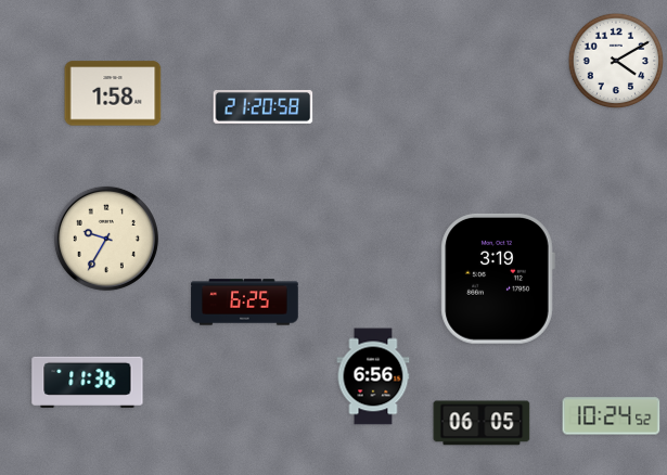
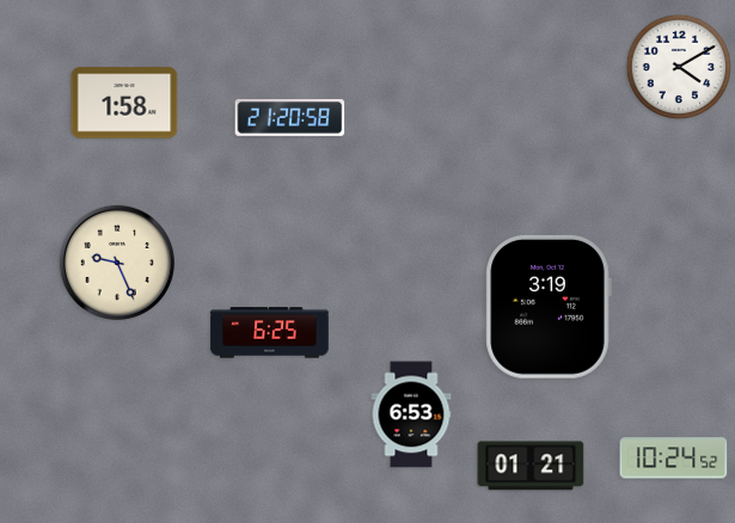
clock at (106, 239): 9:35 -> 9:26
clock at (373, 376): 6:56 -> 6:53
clock at (88, 382): 11:36 -> none
clock at (482, 423): 06:05 -> 01:21
